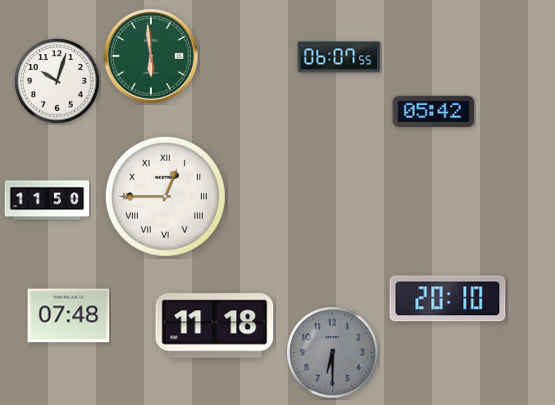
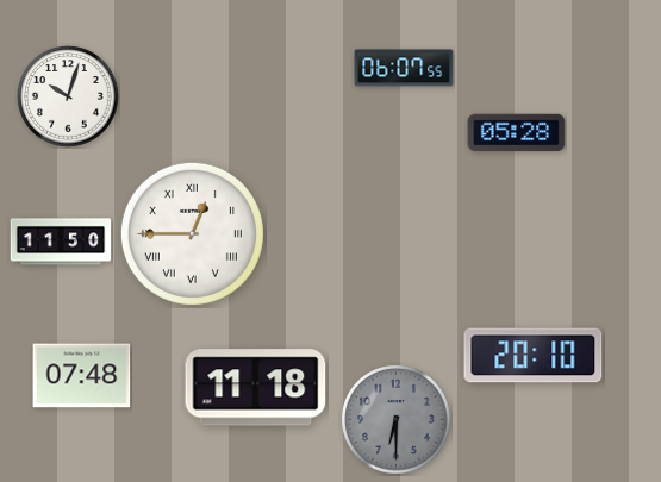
clock at (151, 56): 5:59 -> none
clock at (434, 112): 05:42 -> 05:28
clock at (165, 196) position: (165, 196) -> (192, 233)
clock at (47, 200) position: (47, 200) -> (61, 242)
